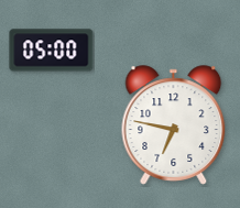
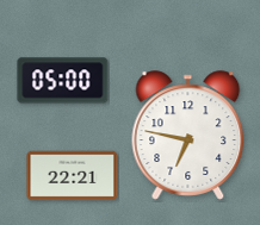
clock at (52, 51) position: (52, 51) -> (63, 81)
clock at (73, 176): none -> 22:21
